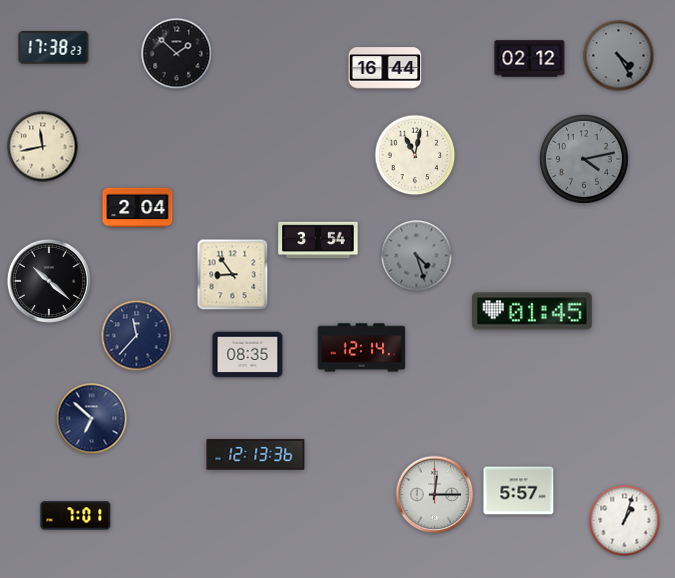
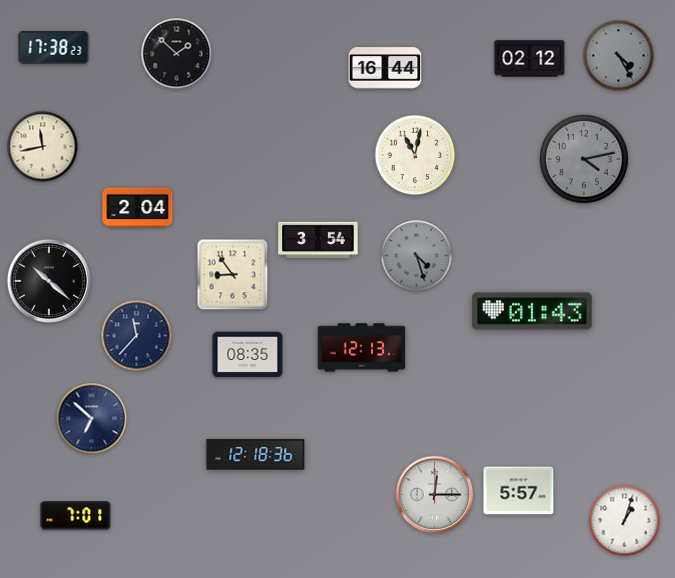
clock at (533, 311): 01:45 -> 01:43
clock at (362, 348): 12:14 -> 12:13
clock at (256, 455): 12:13 -> 12:18
